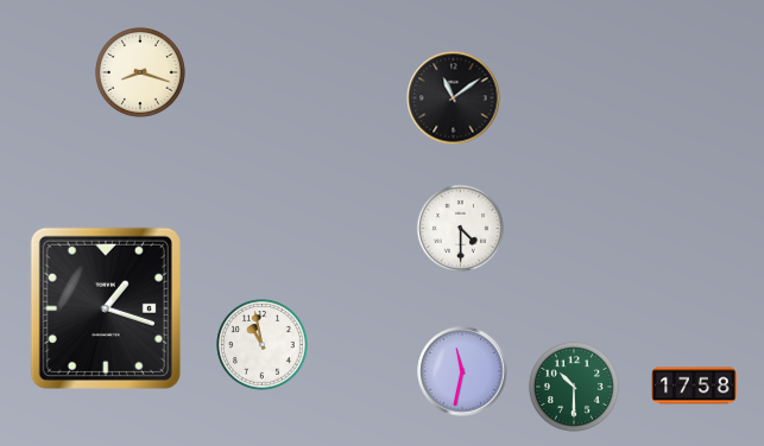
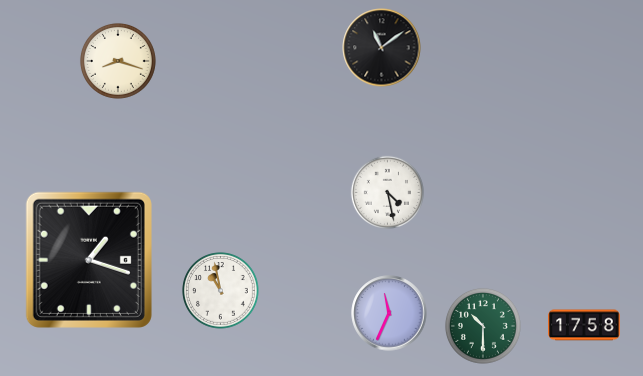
clock at (454, 98) position: (454, 98) -> (382, 48)
clock at (460, 228): 4:30 -> 4:28
clock at (462, 371): 11:32 -> 11:34
